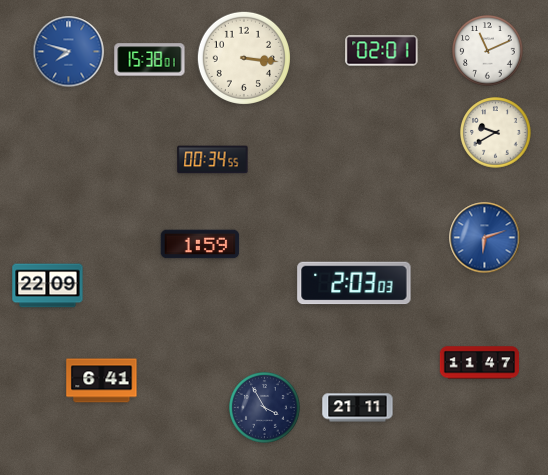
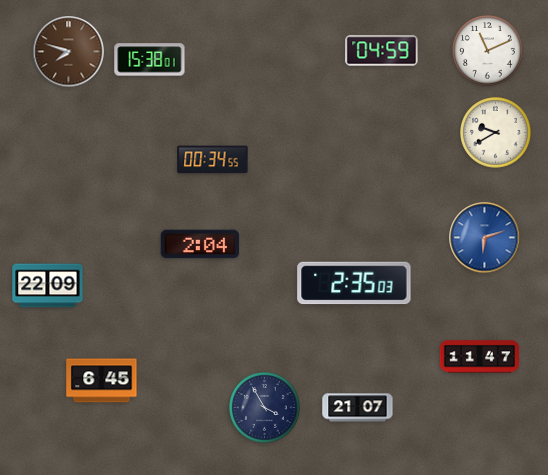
clock at (382, 51): 02:01 -> 04:59
clock at (69, 52) dial: blue -> brown
clock at (244, 58): 3:16 -> none
clock at (200, 244): 1:59 -> 2:04
clock at (354, 283): 2:03 -> 2:35
clock at (480, 363) position: (480, 363) -> (480, 357)
clock at (102, 381): 6:41 -> 6:45
clock at (358, 408): 21:11 -> 21:07
